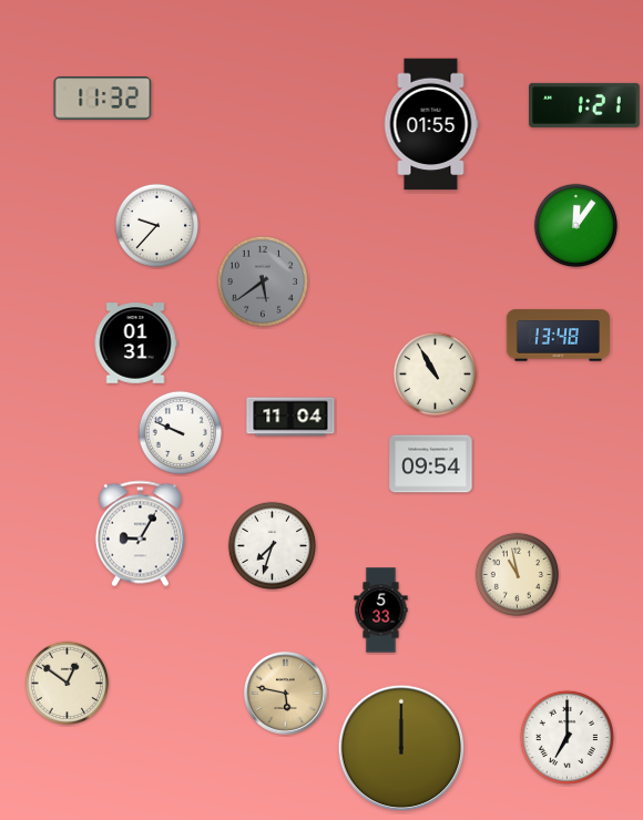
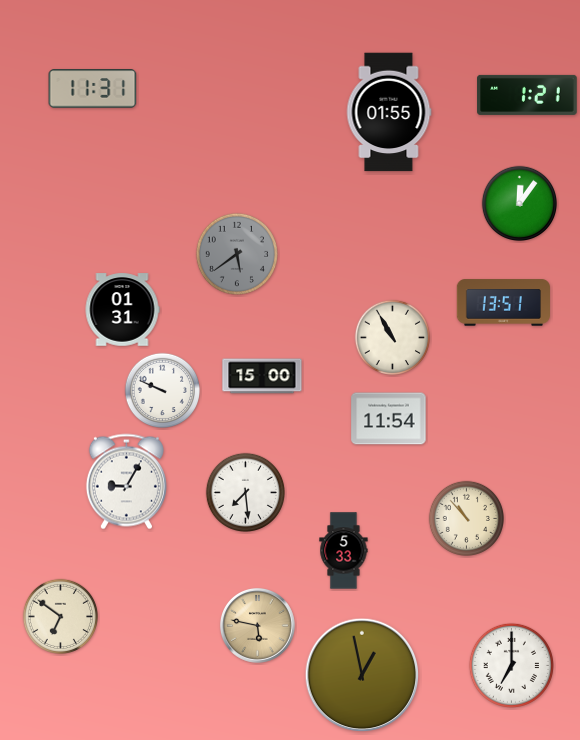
clock at (103, 99): 11:32 -> 11:31
clock at (157, 226): 9:37 -> none
clock at (558, 336): 13:48 -> 13:51
clock at (290, 417): 11:04 -> 15:00
clock at (431, 464): 09:54 -> 11:54
clock at (272, 545): 7:33 -> 7:29
clock at (518, 575): 10:58 -> 10:53
clock at (68, 684): 12:51 -> 6:51
clock at (401, 748): 12:00 -> 12:58
